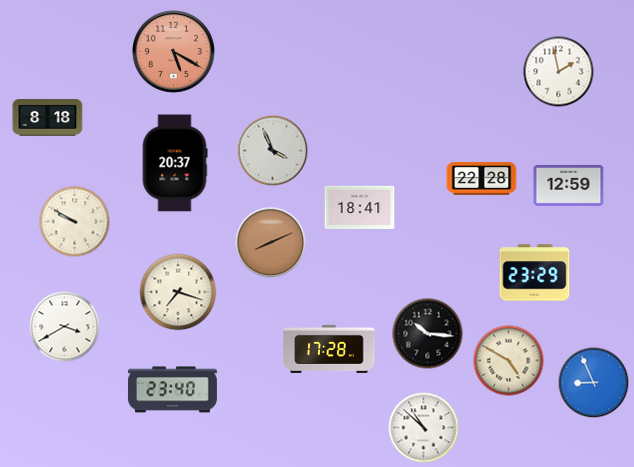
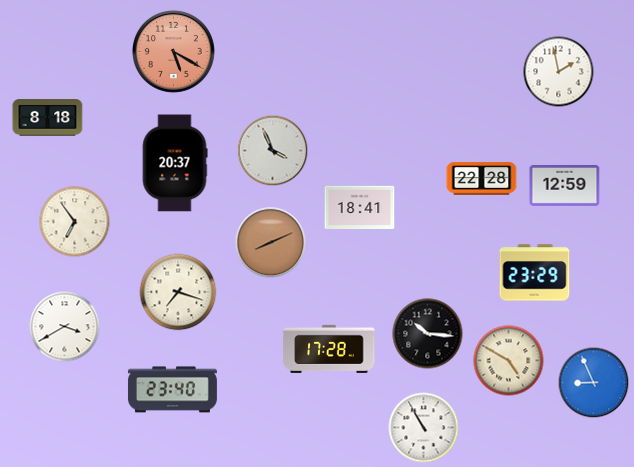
clock at (569, 185) position: (569, 185) -> (565, 185)
clock at (75, 222): 9:50 -> 6:54
clock at (424, 428): 10:52 -> 10:55
